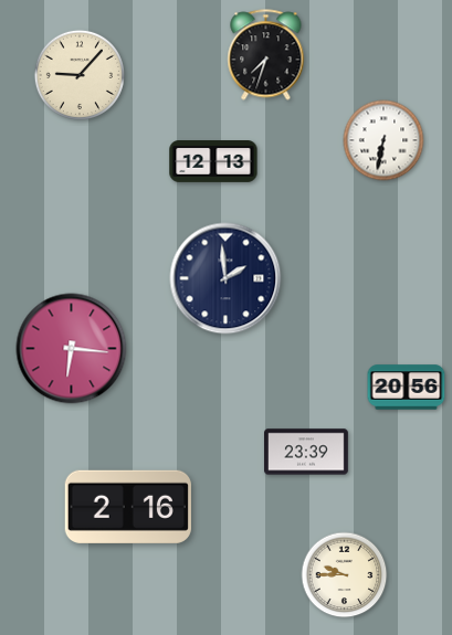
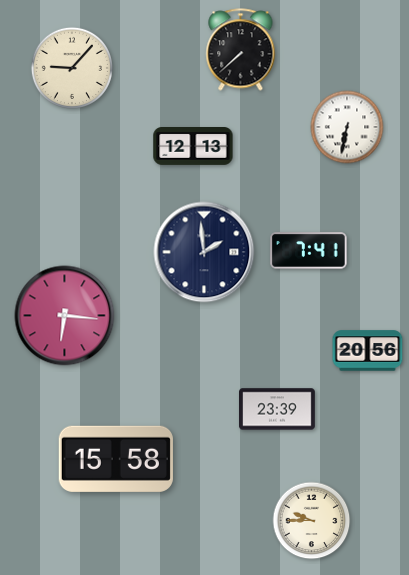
clock at (266, 55): 7:33 -> 7:38
clock at (309, 251): none -> 7:41
clock at (128, 507): 2:16 -> 15:58
